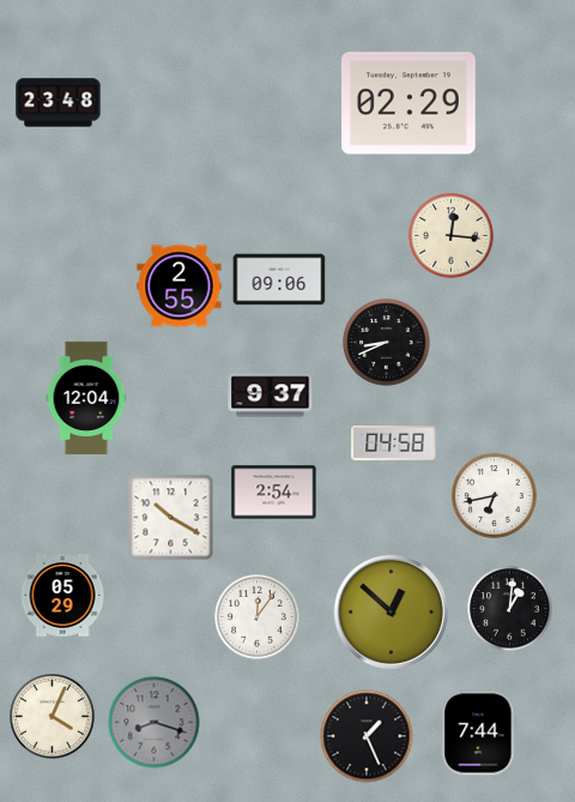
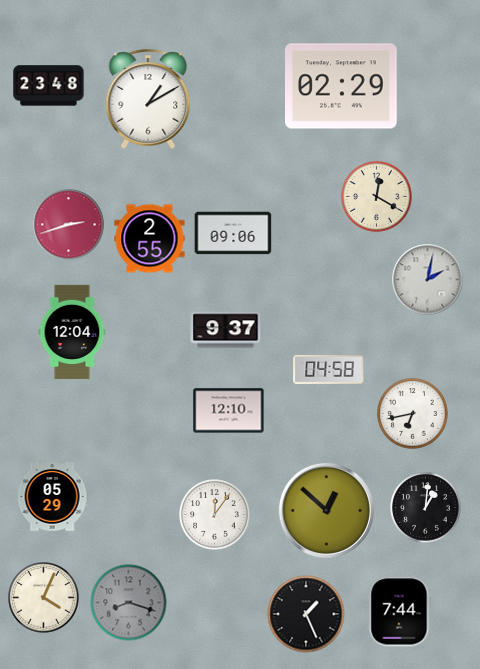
clock at (148, 99): none -> 1:10
clock at (452, 236): 12:16 -> 12:20
clock at (69, 225): none -> 2:42
clock at (428, 280): none -> 2:02
clock at (387, 343): 8:41 -> none
clock at (274, 493): 2:54 -> 12:10
clock at (171, 518): 10:20 -> none
